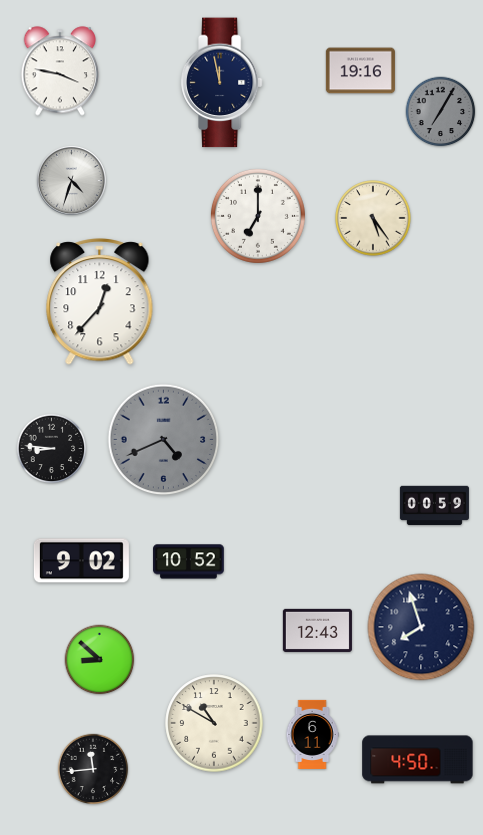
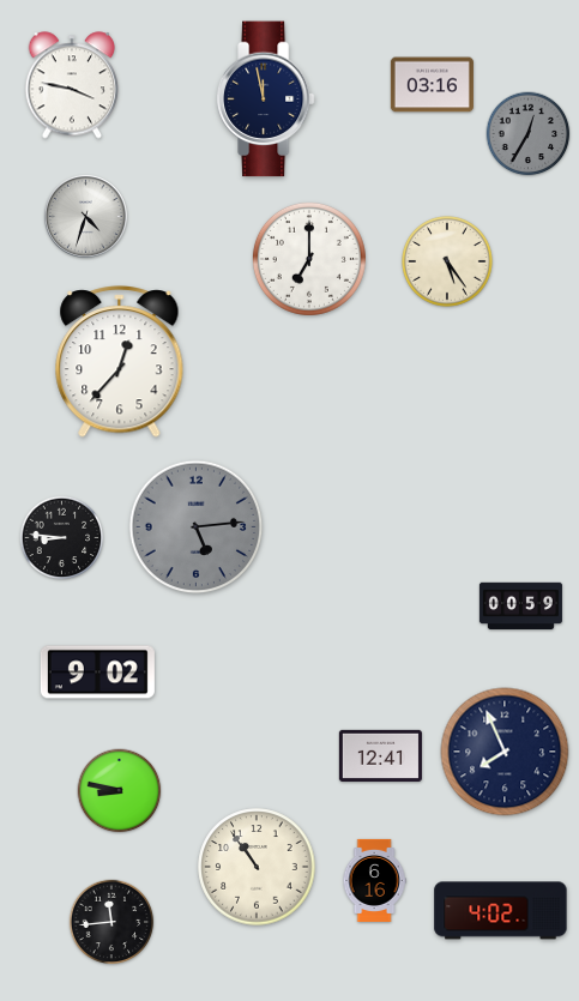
clock at (360, 71): 19:16 -> 03:16
clock at (441, 112): 7:05 -> 12:35
clock at (164, 440): 4:41 -> 5:14
clock at (189, 562): 10:52 -> none
clock at (421, 627): 7:57 -> 7:56
clock at (317, 630): 12:43 -> 12:41
clock at (100, 660): 8:52 -> 8:47
clock at (214, 723): 10:50 -> 10:54
clock at (312, 734): 6:11 -> 6:16
clock at (418, 760): 4:50 -> 4:02
